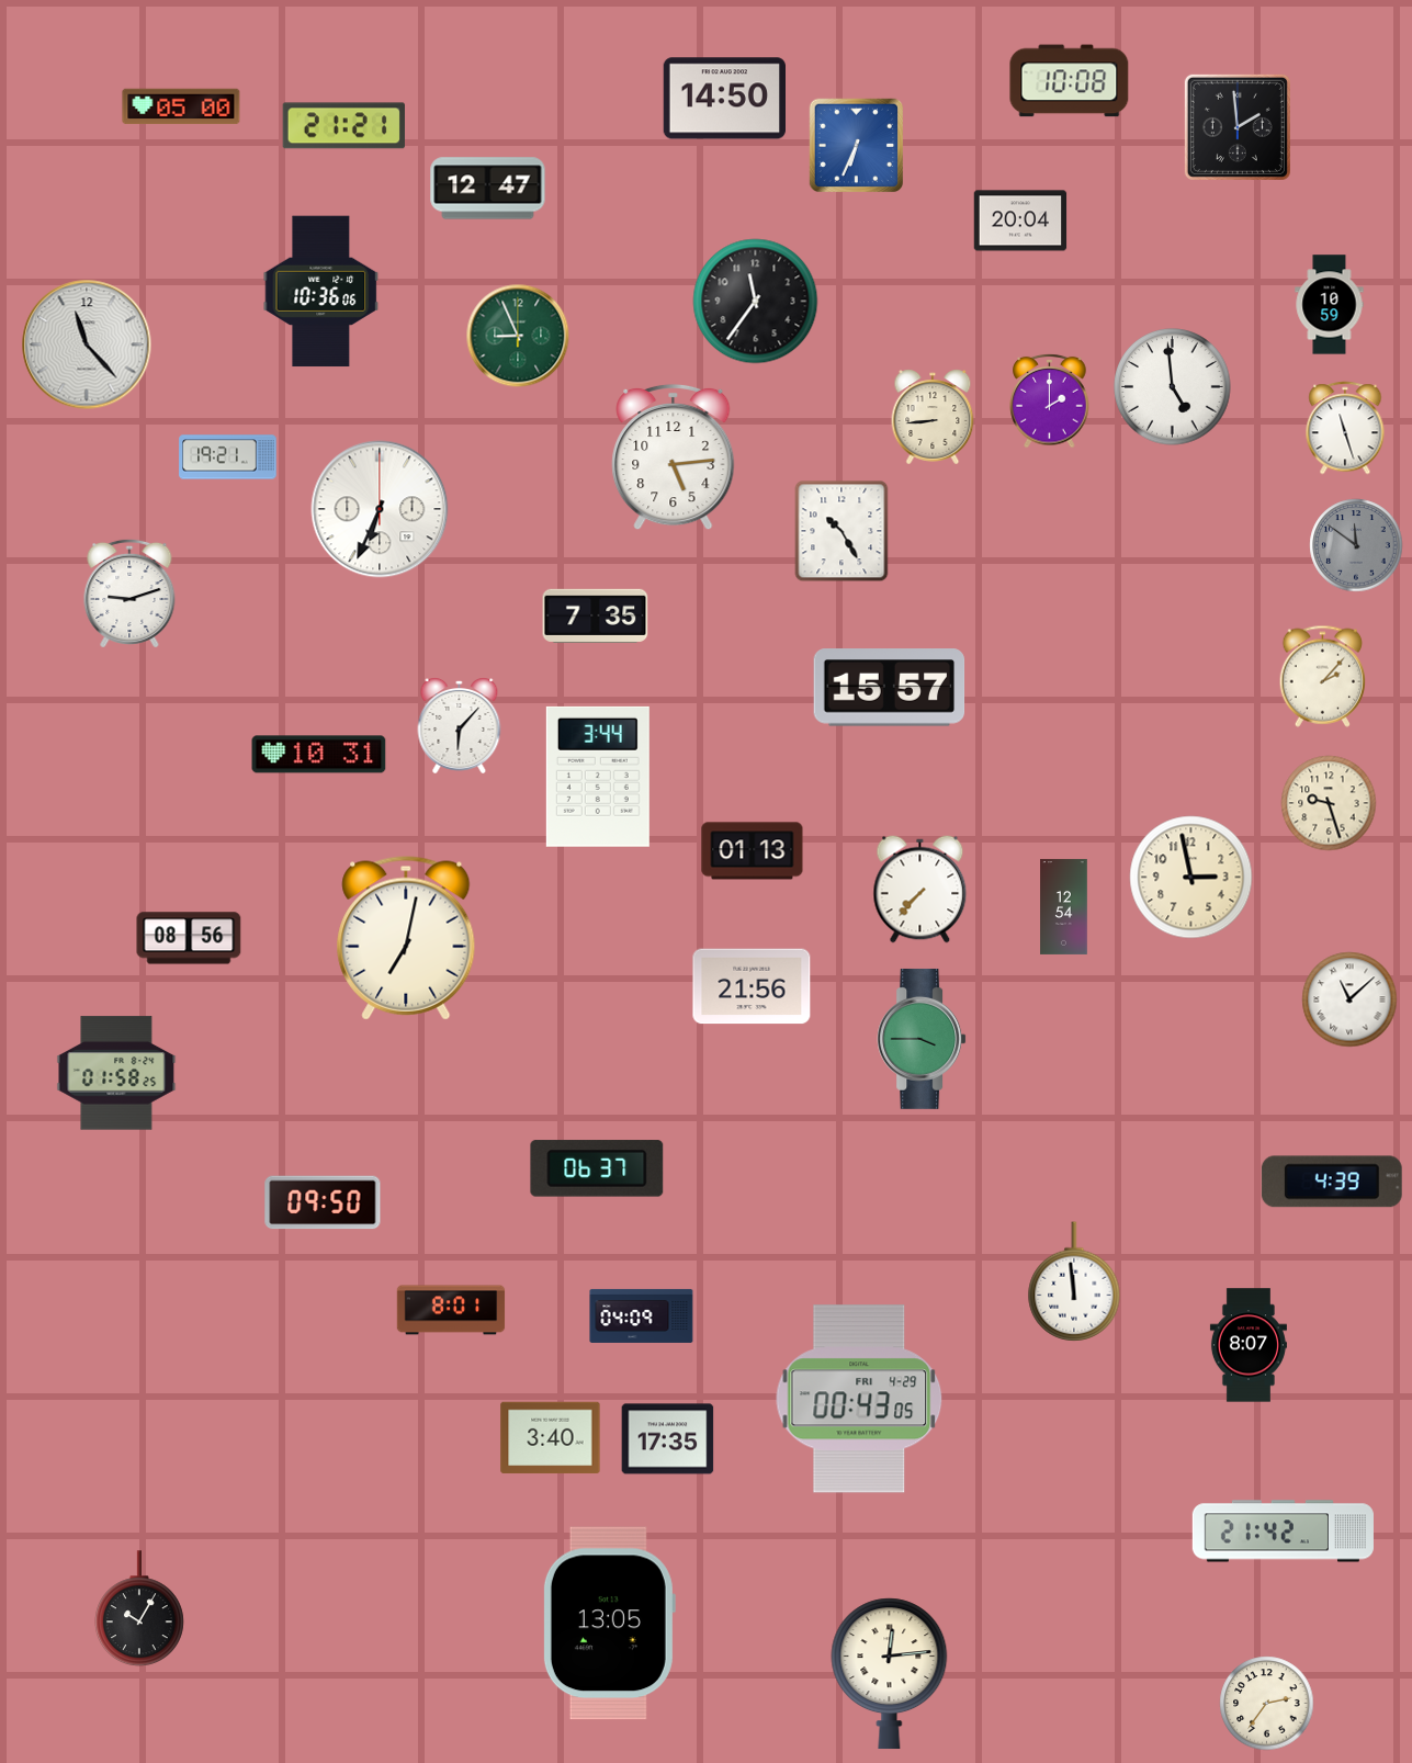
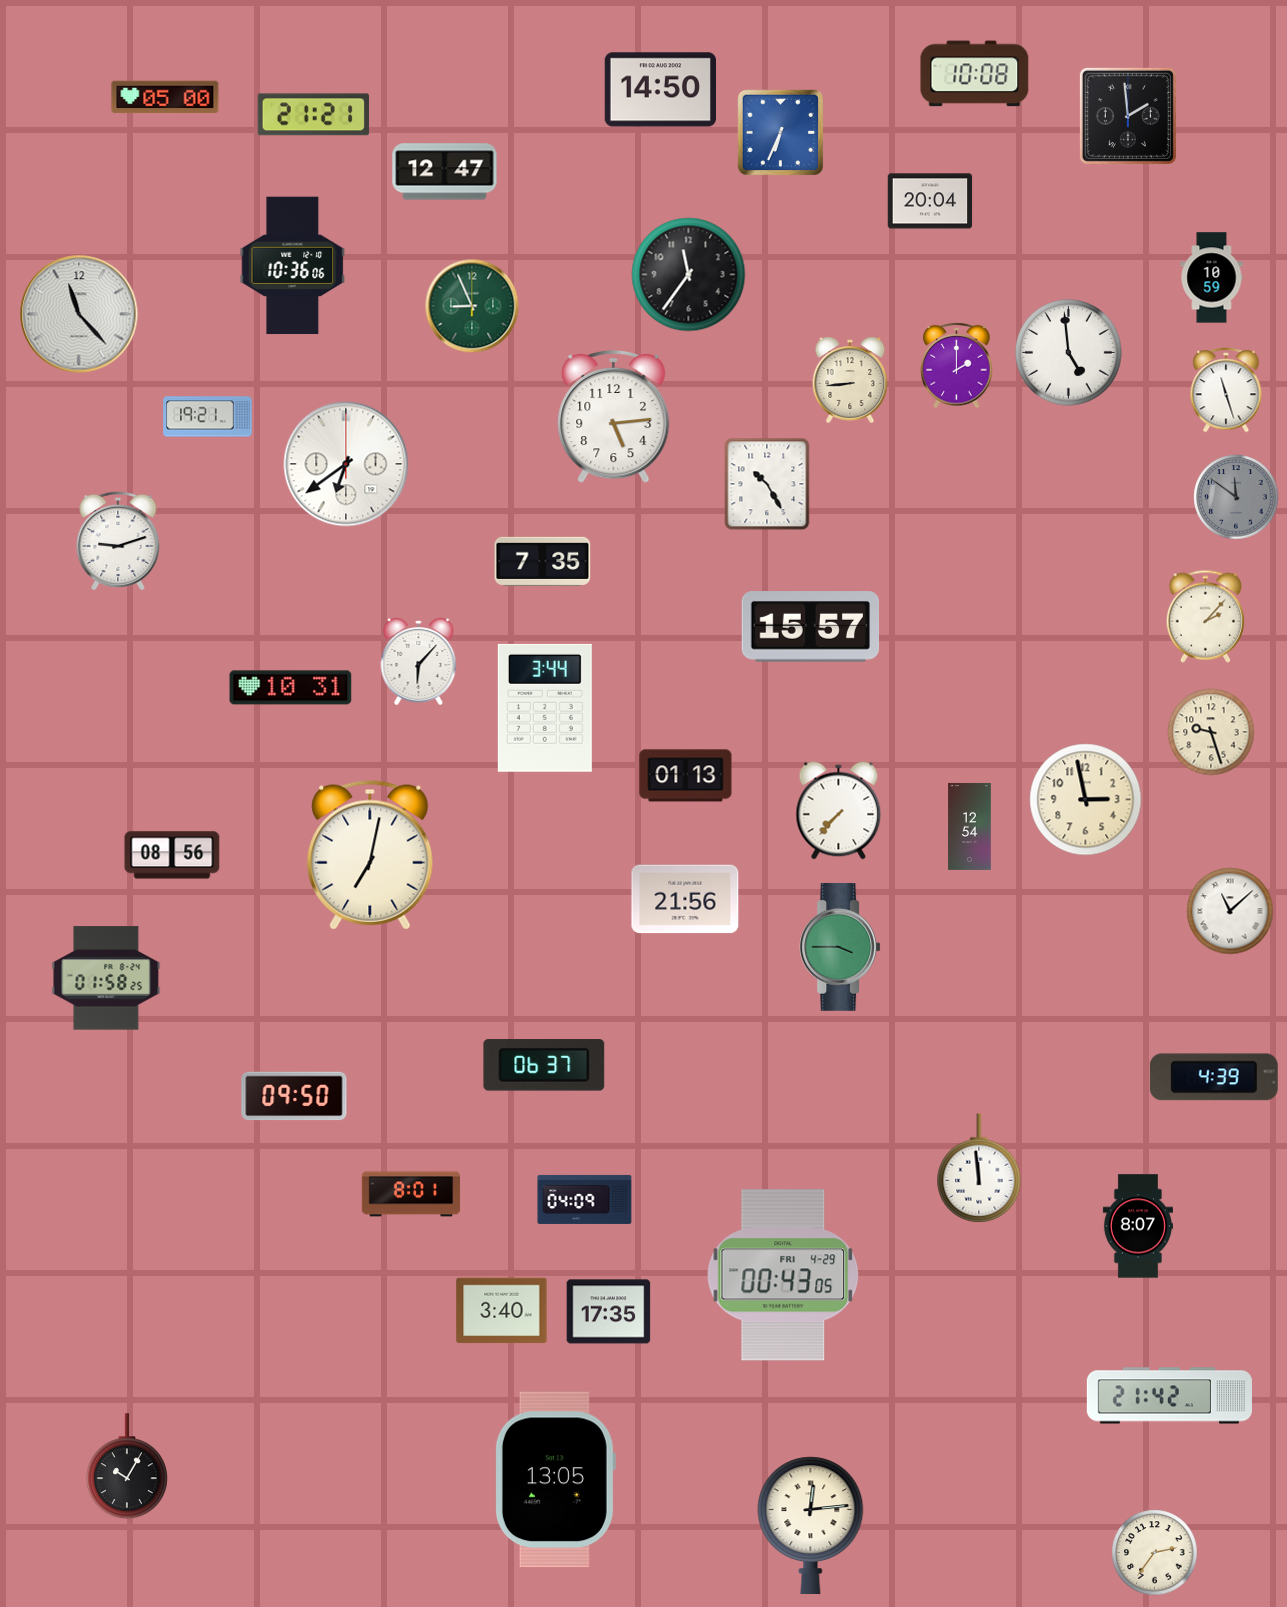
clock at (380, 509): 6:34 -> 6:39
